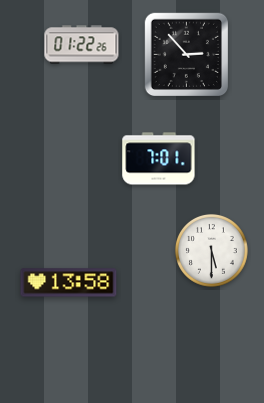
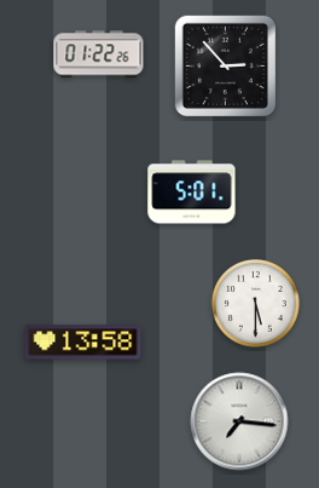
clock at (159, 159): 7:01 -> 5:01
clock at (239, 421): none -> 7:16
